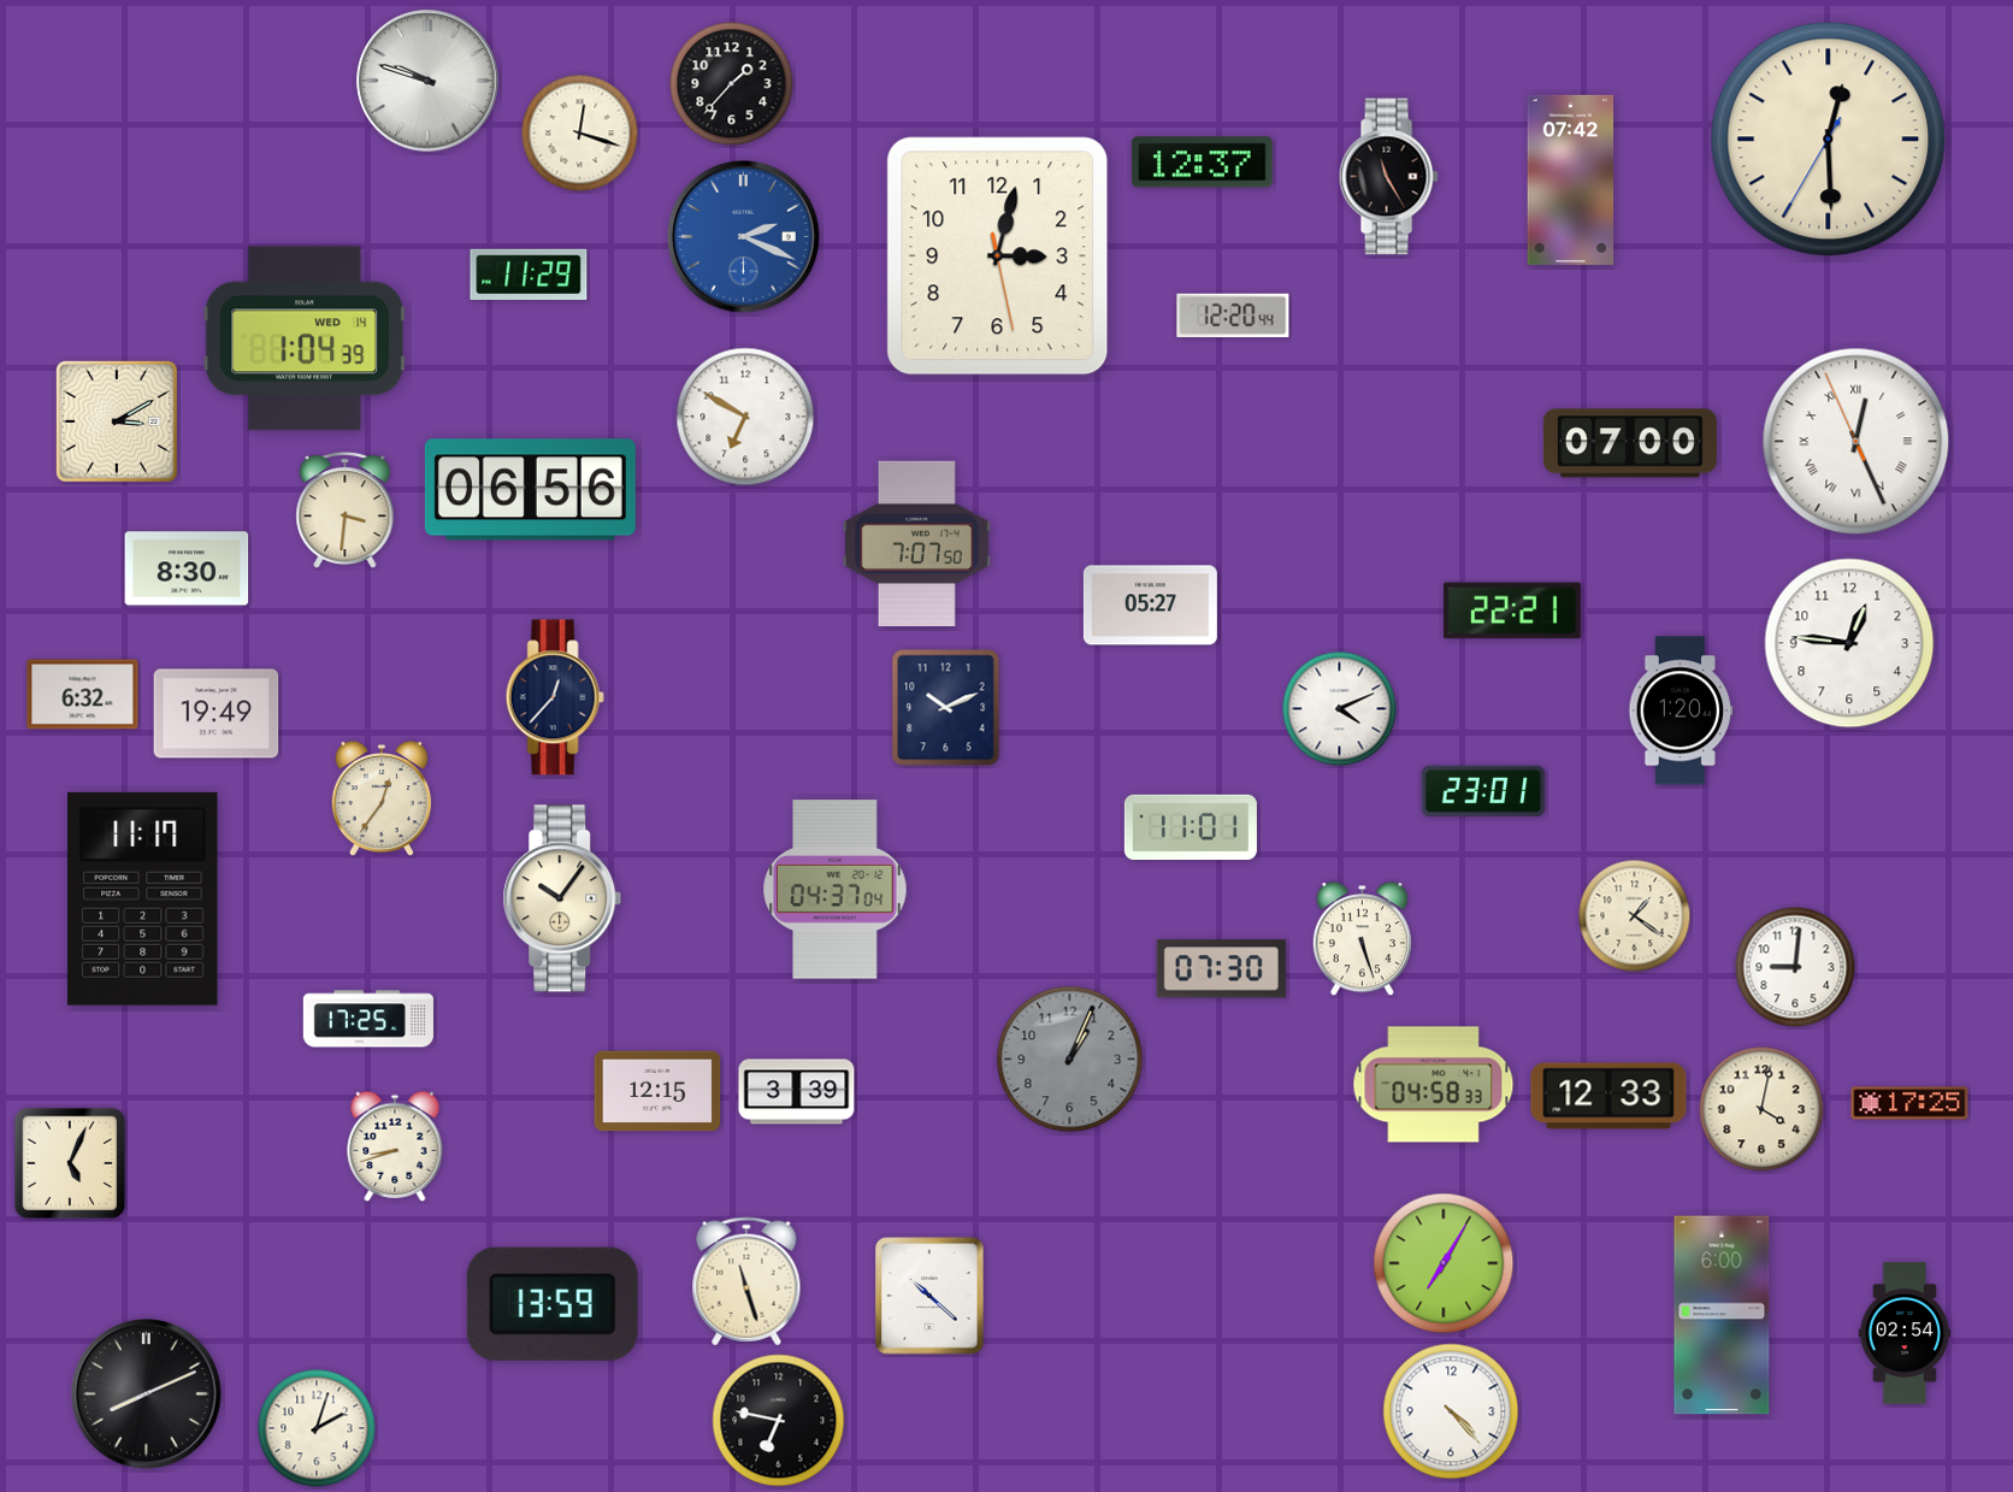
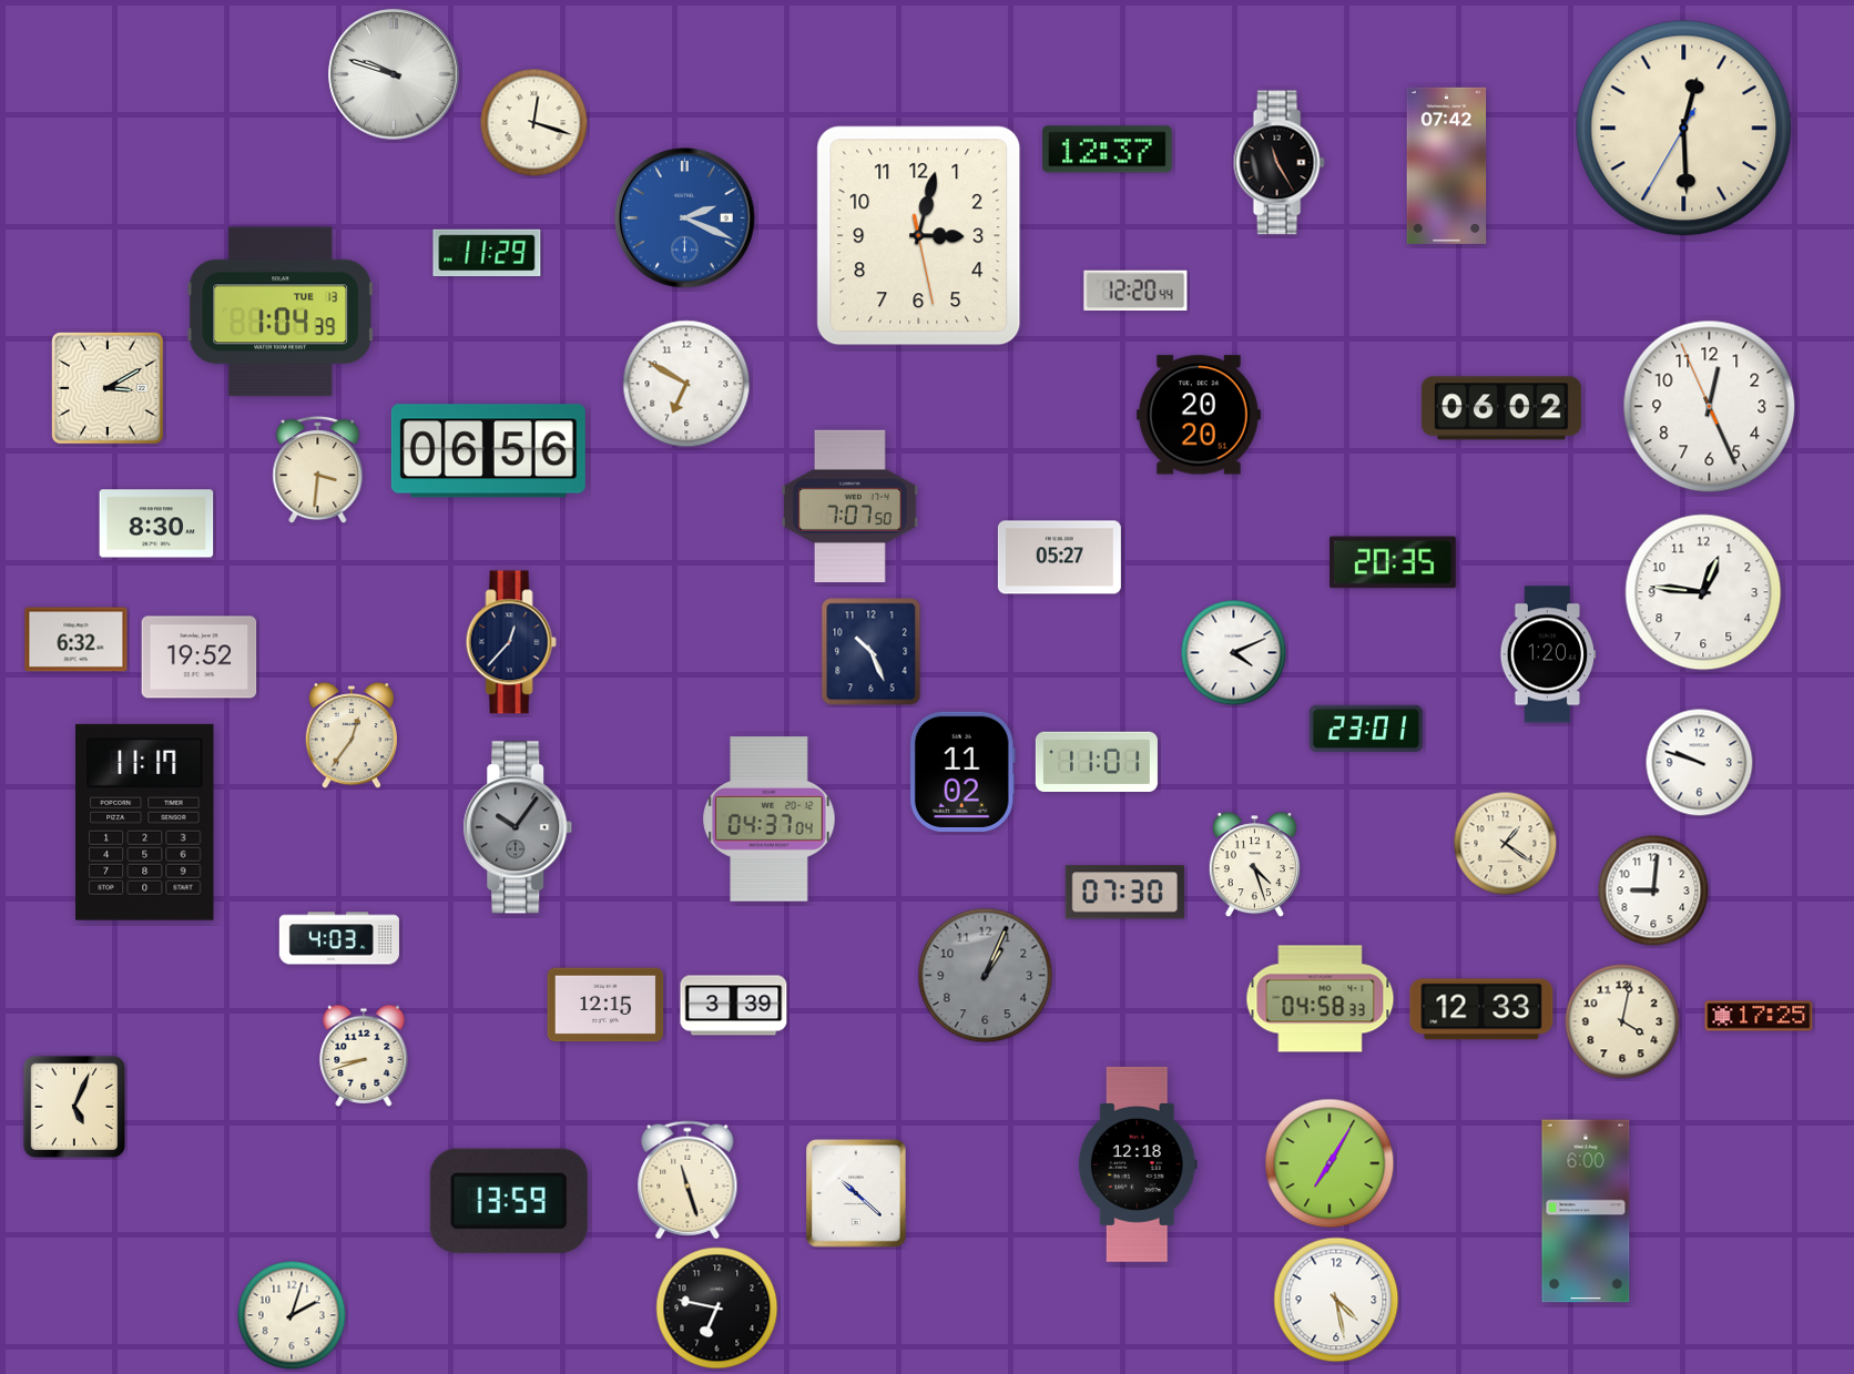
clock at (732, 84): 1:37 -> none
clock at (303, 338) date: WED 14 -> TUE 13
clock at (1856, 442) numerals: Roman -> Arabic
clock at (1630, 443): 07:00 -> 06:02
clock at (1199, 415): none -> 20:20
clock at (916, 544) position: (916, 544) -> (849, 507)
clock at (187, 568) position: (187, 568) -> (156, 523)
clock at (1513, 611): 22:21 -> 20:35
clock at (946, 708): 10:11 -> 10:26
clock at (217, 714): 19:49 -> 19:52
clock at (1700, 763): none -> 9:48
clock at (962, 772): none -> 11:02
clock at (143, 898) position: (143, 898) -> (145, 822)
clock at (562, 898) dial: cream -> grey
clock at (1362, 939): 5:27 -> 4:27
clock at (368, 1019): 17:25 -> 4:03
clock at (70, 1163) position: (70, 1163) -> (74, 1107)
clock at (1138, 1164): none -> 12:18
clock at (1903, 1333): 02:54 -> none
clock at (147, 1394): 8:11 -> none
clock at (1451, 1411): 4:23 -> 4:28
